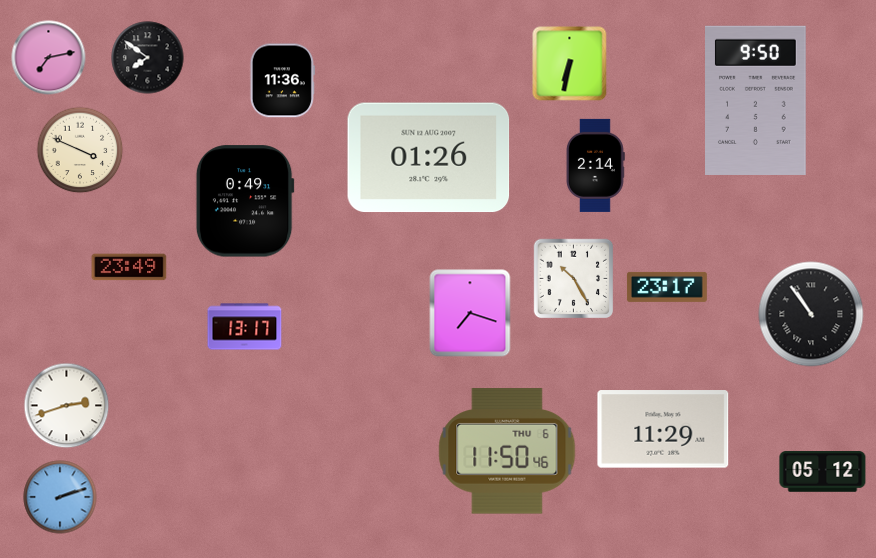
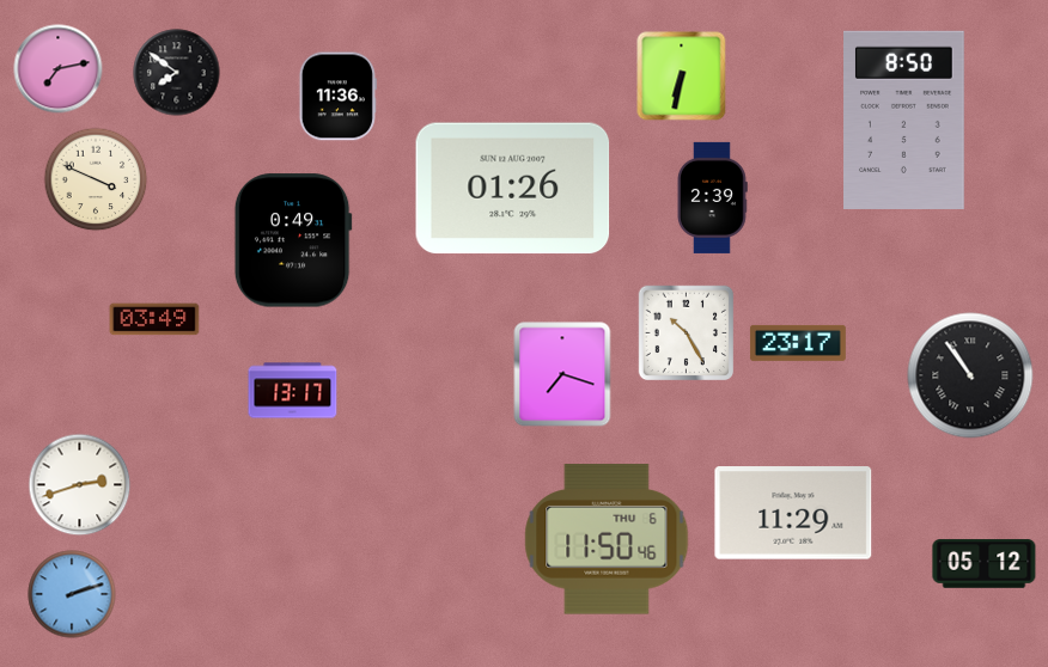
clock at (148, 58) position: (148, 58) -> (177, 73)
clock at (756, 100): 9:50 -> 8:50
clock at (595, 165): 2:14 -> 2:39
clock at (129, 267): 23:49 -> 03:49
